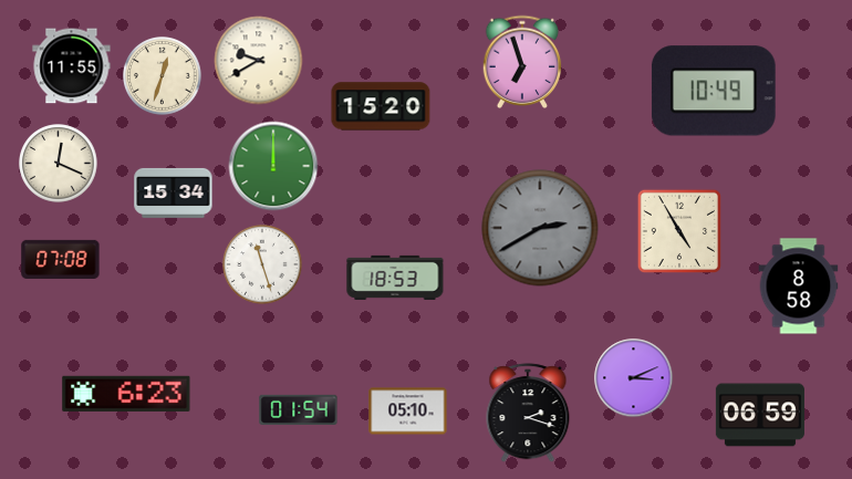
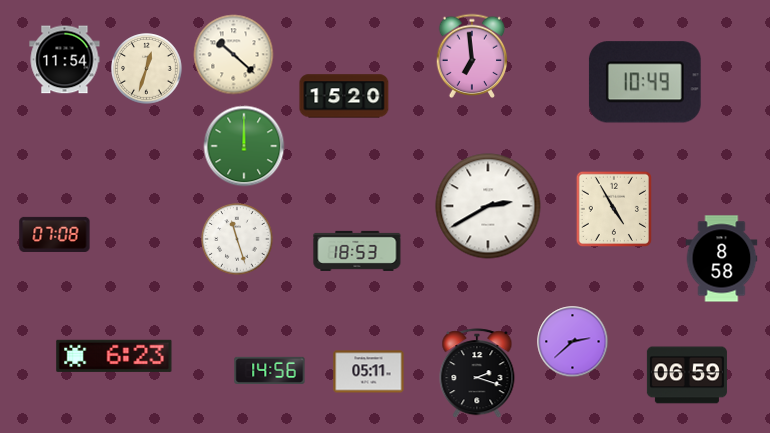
clock at (259, 61): 9:40 -> 10:22
clock at (522, 61): 6:57 -> 6:59
clock at (72, 66): 11:55 -> 11:54
clock at (59, 164): 12:19 -> none
clock at (273, 166) position: (273, 166) -> (244, 146)
clock at (174, 192): 15:34 -> none
clock at (540, 228) dial: grey -> white
clock at (634, 378): 3:11 -> 2:38
clock at (299, 409): 01:54 -> 14:56
clock at (408, 412): 05:10 -> 05:11
